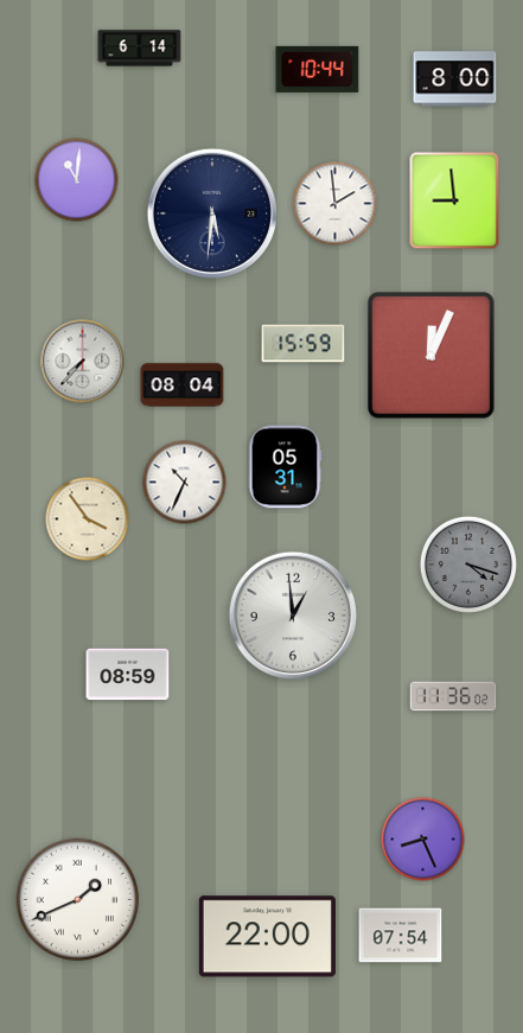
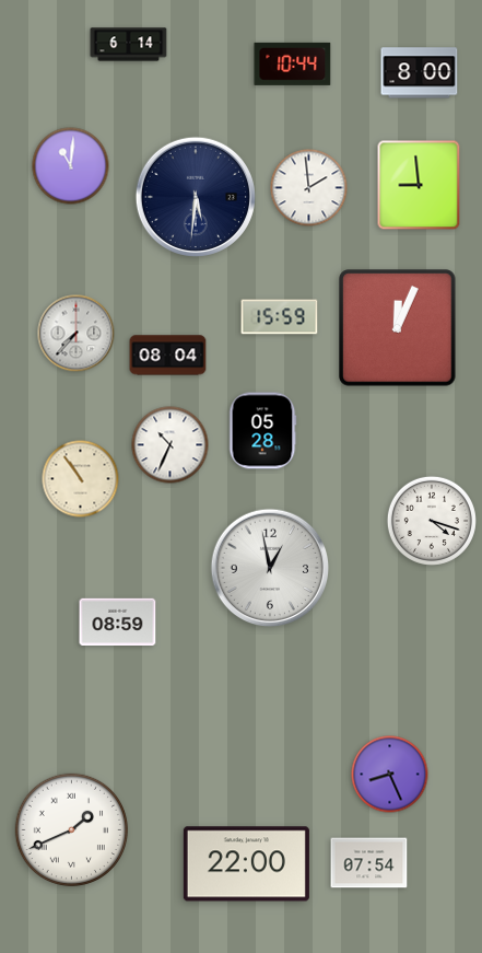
clock at (285, 467): 05:31 -> 05:28
clock at (88, 519): 3:54 -> 10:54
clock at (468, 565) dial: grey -> white
clock at (293, 616): 12:59 -> 12:58
clock at (453, 696): 11:36 -> none
